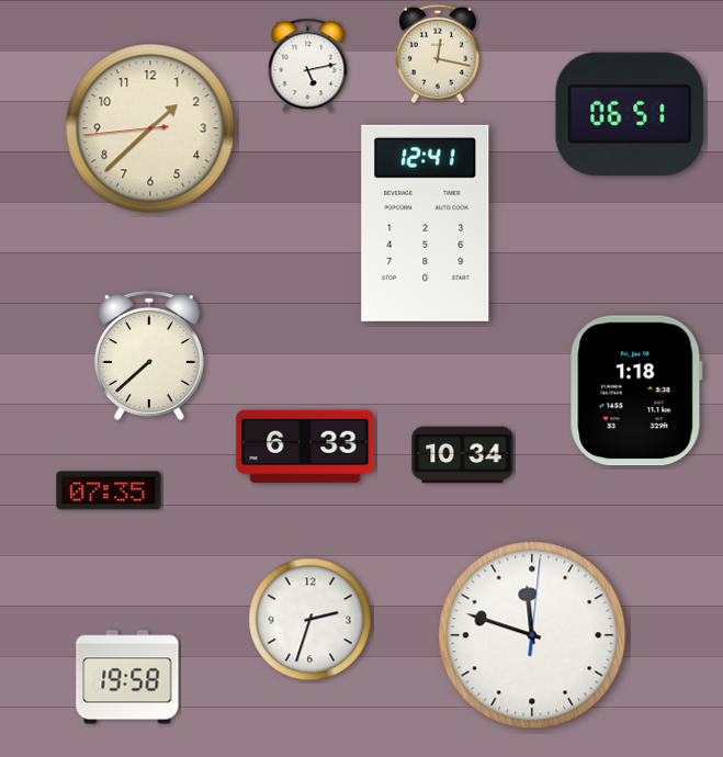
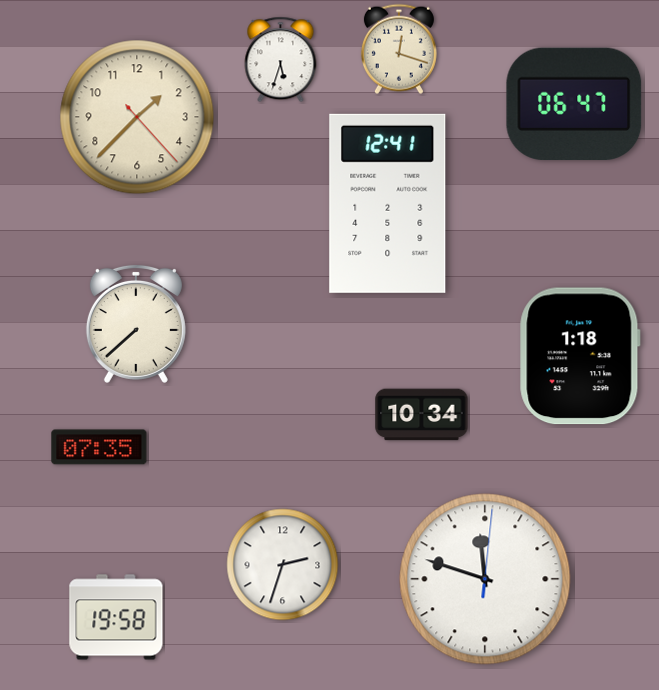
clock at (438, 54): 12:17 -> 12:18
clock at (308, 66): 5:13 -> 5:33
clock at (630, 113): 06:51 -> 06:47
clock at (150, 128): 1:37:44 -> 1:37:23
clock at (305, 447): 6:33 -> none
